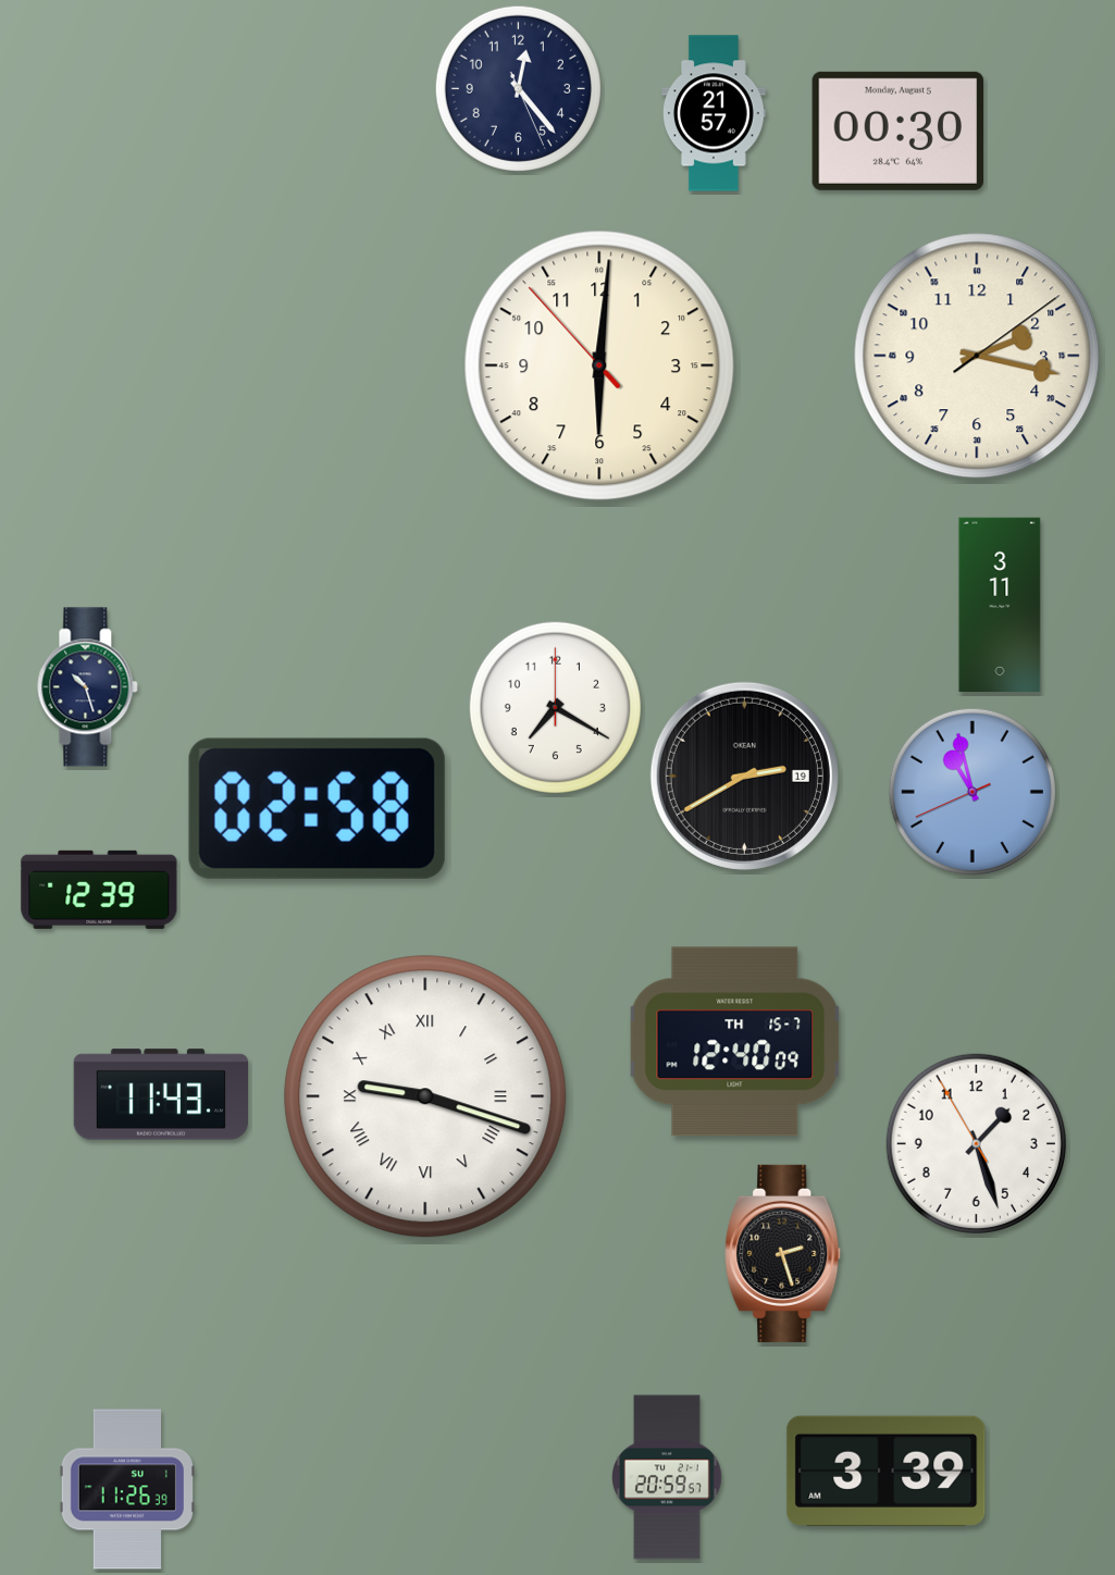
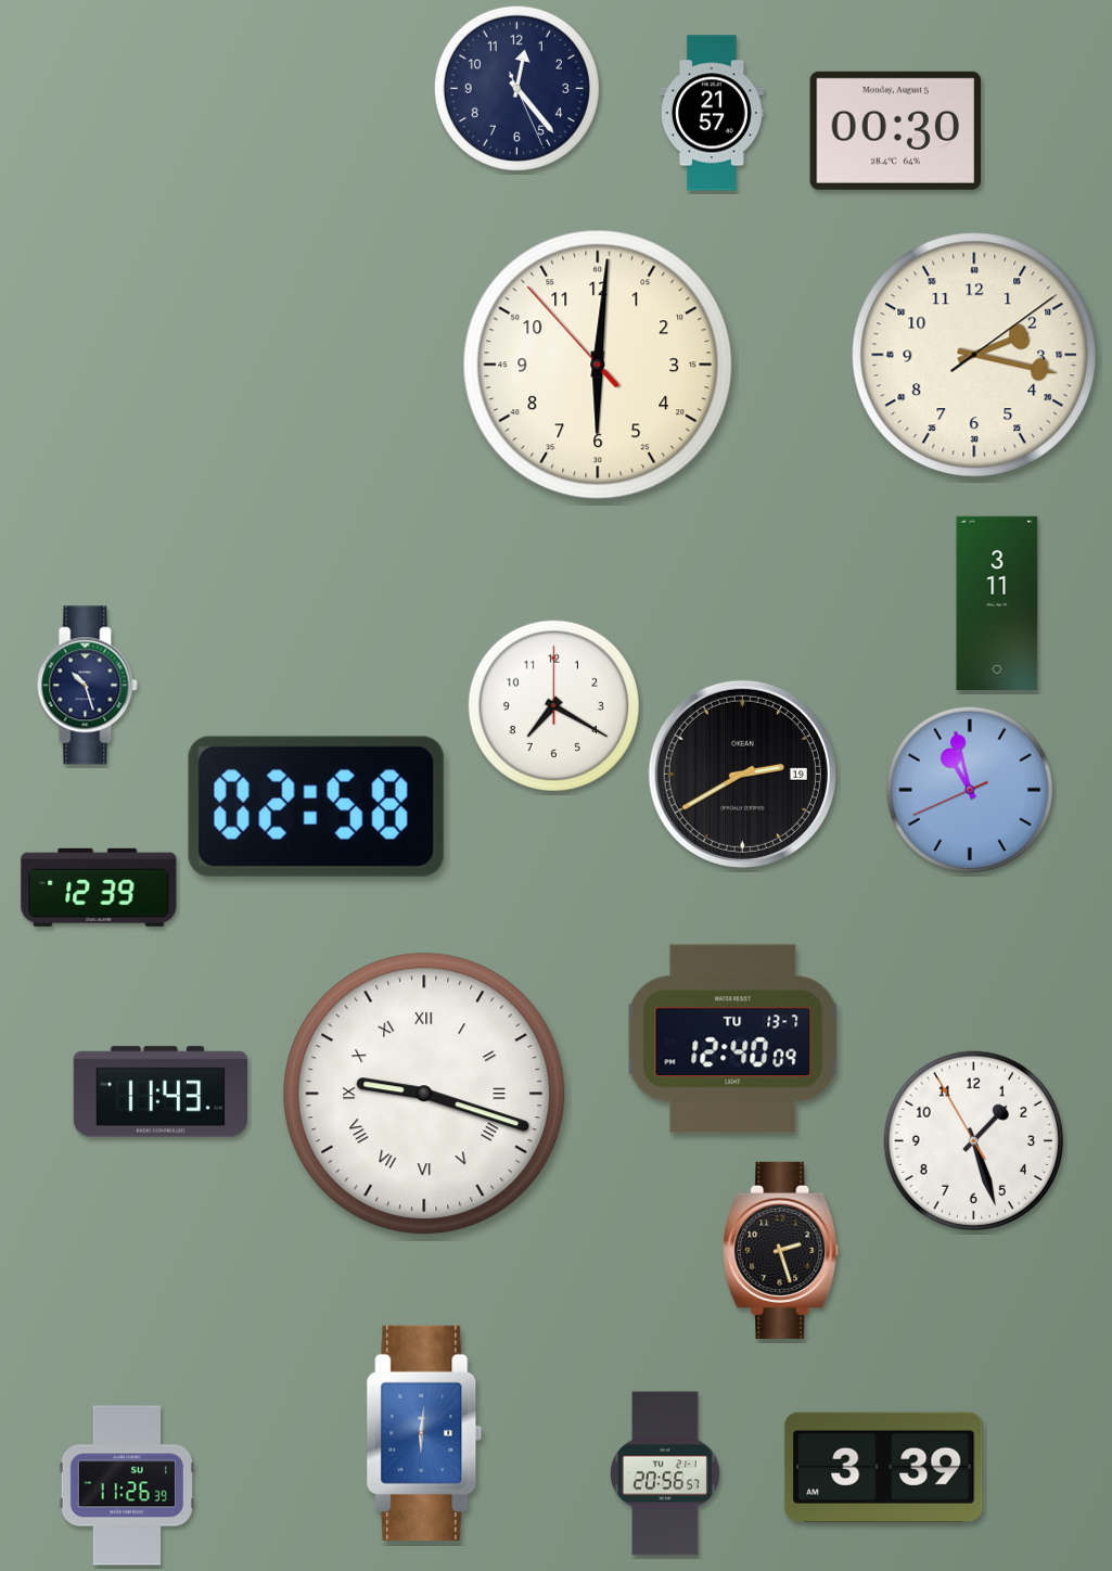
clock at (735, 1042) date: TH 15-7 -> TU 13-7
clock at (424, 1433): none -> 6:01
clock at (668, 1477): 20:59 -> 20:56
